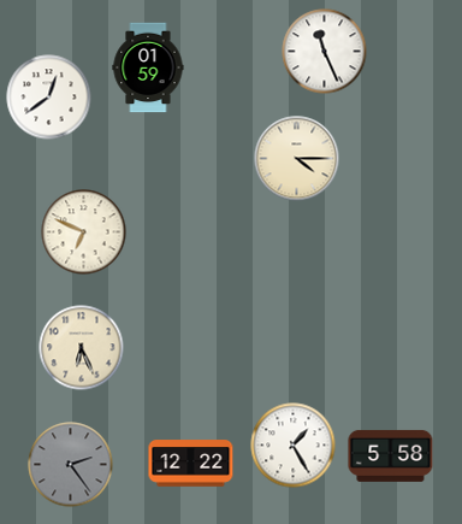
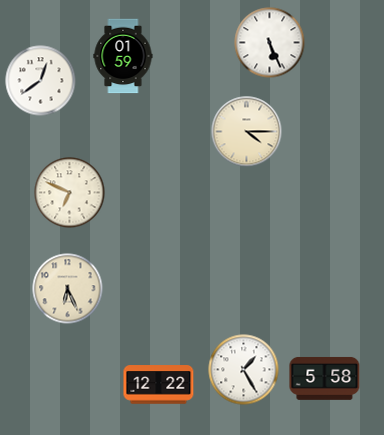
clock at (325, 52): 11:26 -> 5:26
clock at (71, 465): 2:24 -> none
